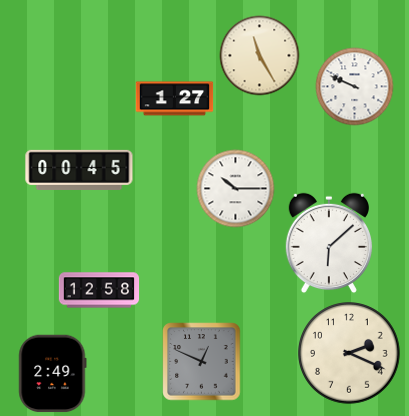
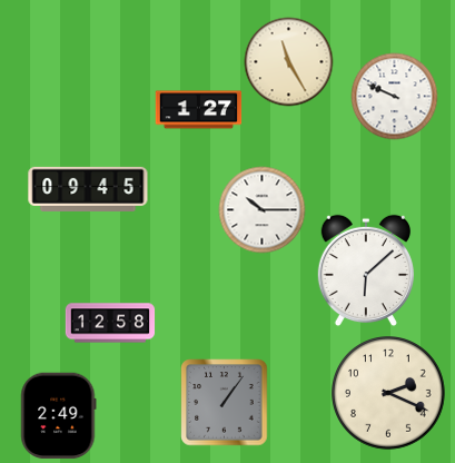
clock at (174, 99) position: (174, 99) -> (198, 110)
clock at (79, 170): 00:45 -> 09:45
clock at (201, 361): 12:49 -> 1:06
